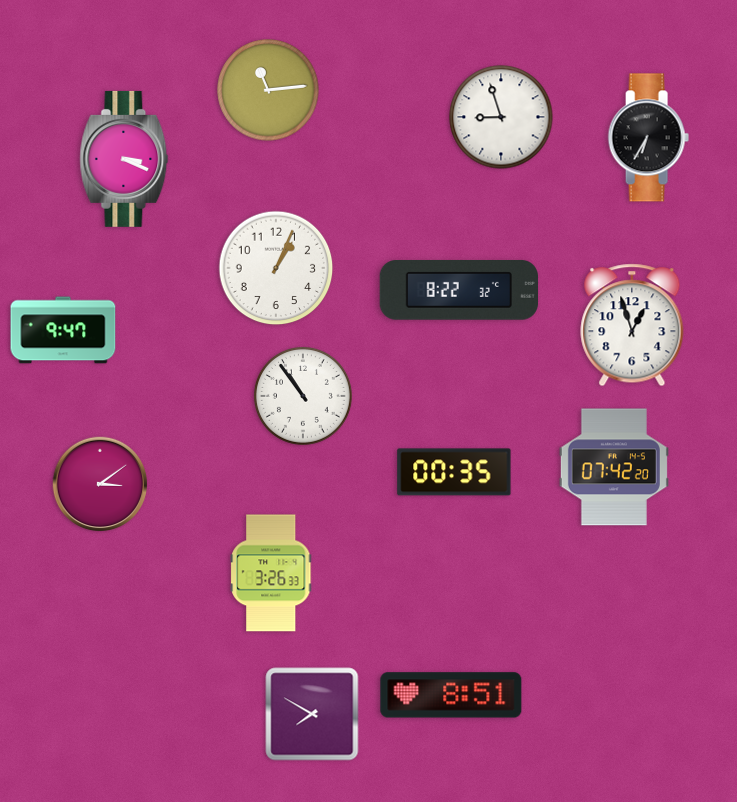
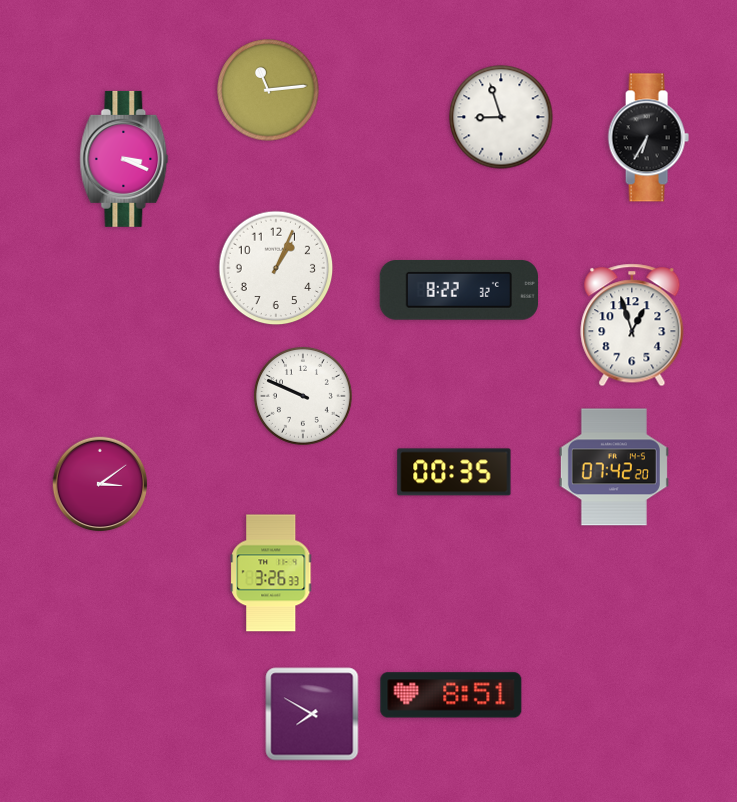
clock at (63, 330): 9:47 -> none
clock at (303, 396): 10:54 -> 9:49
